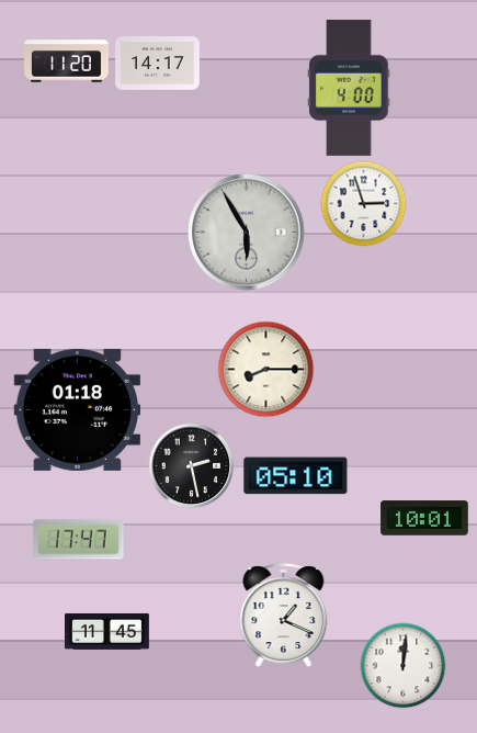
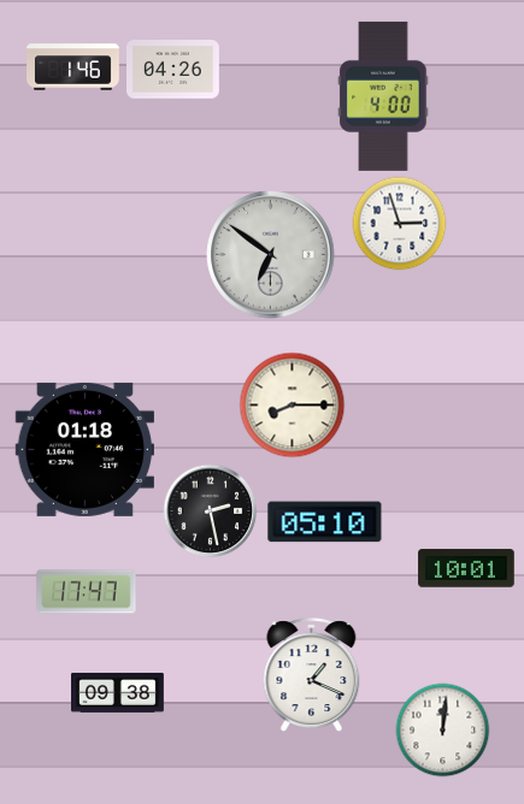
clock at (67, 61): 11:20 -> 1:46
clock at (158, 64): 14:17 -> 04:26
clock at (247, 233): 5:55 -> 6:51
clock at (107, 631): 11:45 -> 09:38
